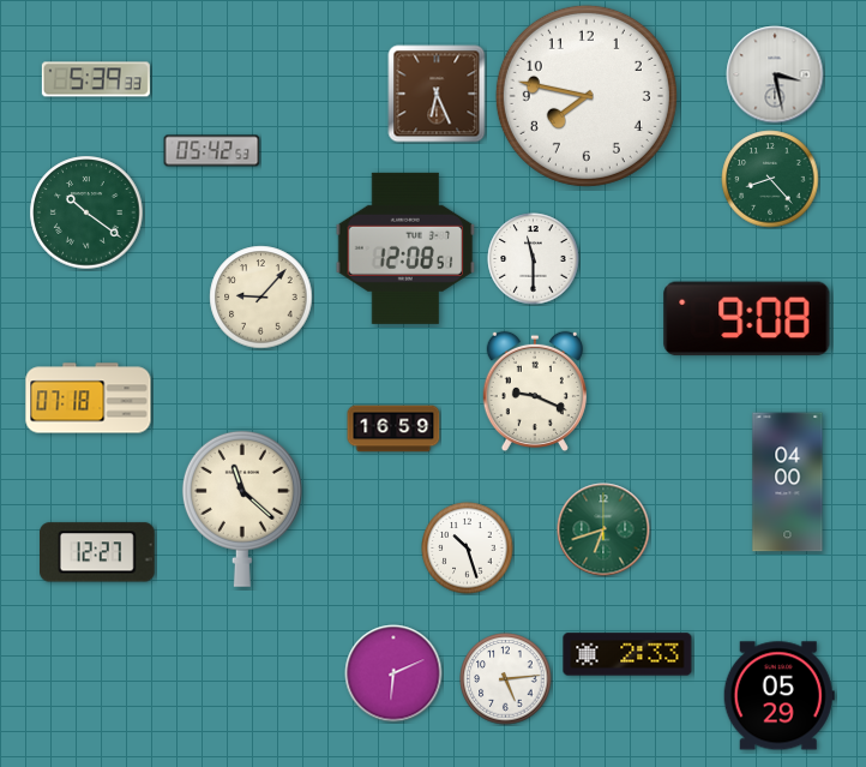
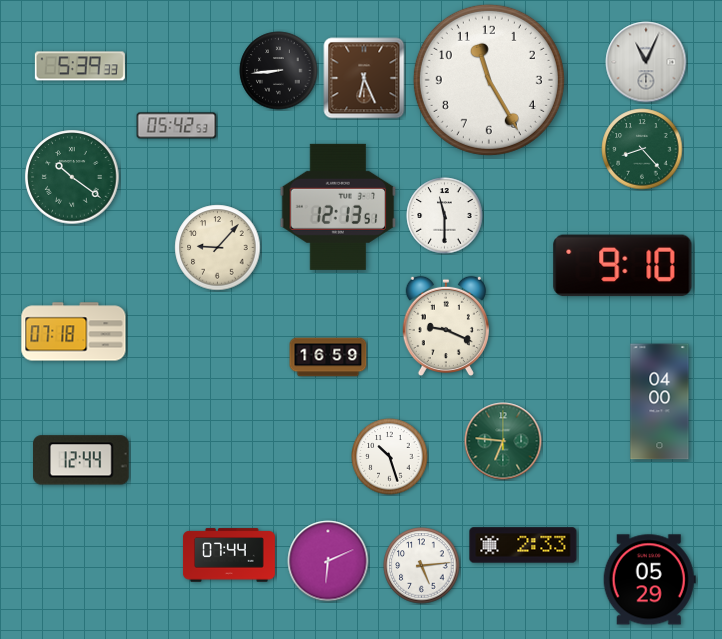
clock at (775, 74): 3:28 -> 11:04
clock at (279, 71): none -> 8:44
clock at (587, 96): 7:47 -> 11:25
clock at (405, 248): 12:08 -> 12:13
clock at (747, 319): 9:08 -> 9:10
clock at (788, 483) position: (788, 483) -> (660, 402)
clock at (242, 509): 11:22 -> none
clock at (603, 529): 6:42 -> 6:46
clock at (98, 552): 12:27 -> 12:44
clock at (229, 555): none -> 07:44
